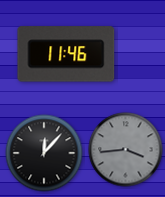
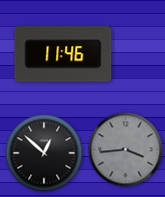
clock at (66, 54) position: (66, 54) -> (63, 54)
clock at (44, 153): 12:07 -> 12:52
